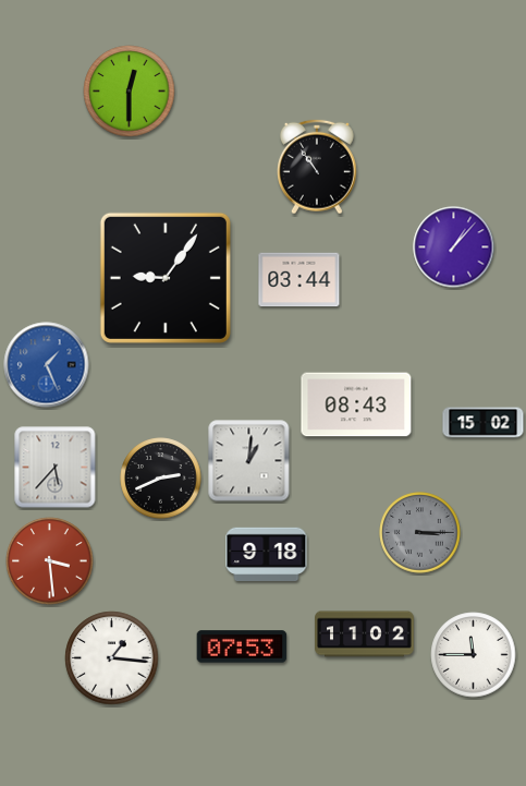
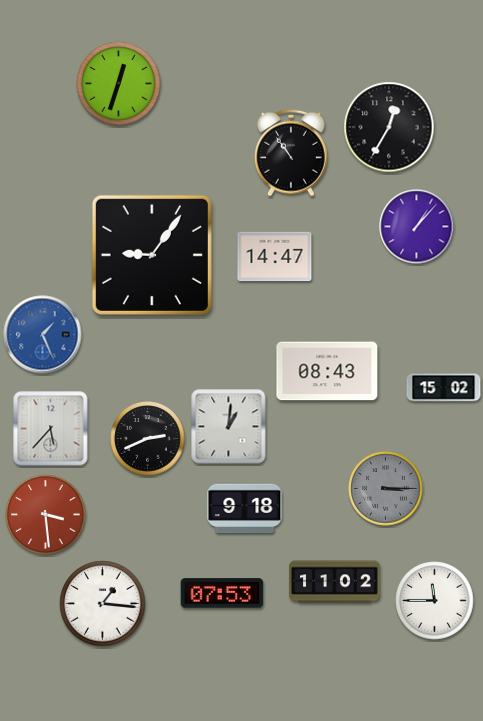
clock at (130, 92): 12:30 -> 12:33
clock at (389, 127): none -> 12:35
clock at (299, 280): 03:44 -> 14:47
clock at (249, 461) position: (249, 461) -> (229, 427)
